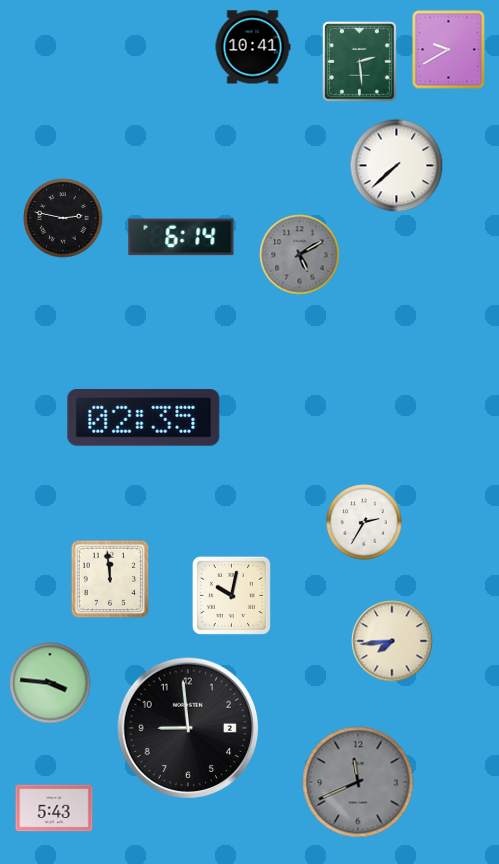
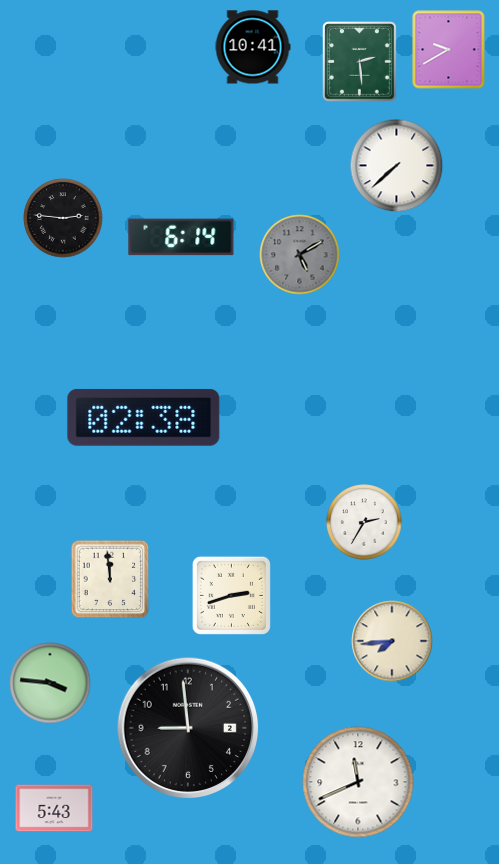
clock at (63, 218): 2:47 -> 2:46
clock at (144, 417): 02:35 -> 02:38
clock at (231, 595): 10:02 -> 2:42
clock at (358, 782) dial: grey -> white
